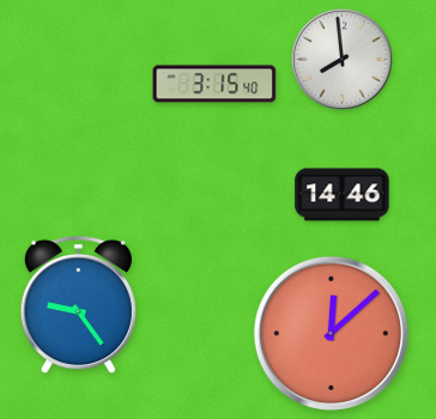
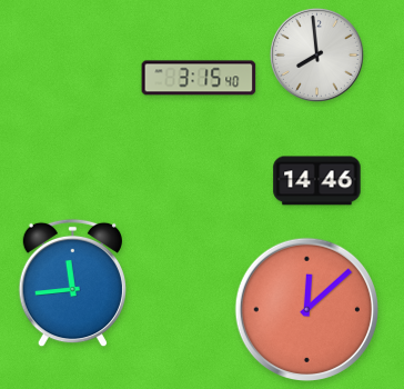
clock at (78, 305): 9:24 -> 11:44
